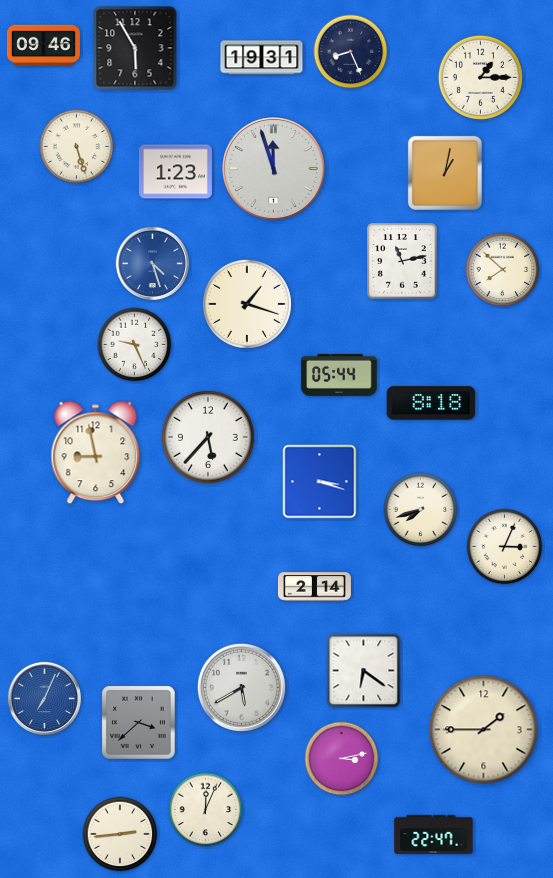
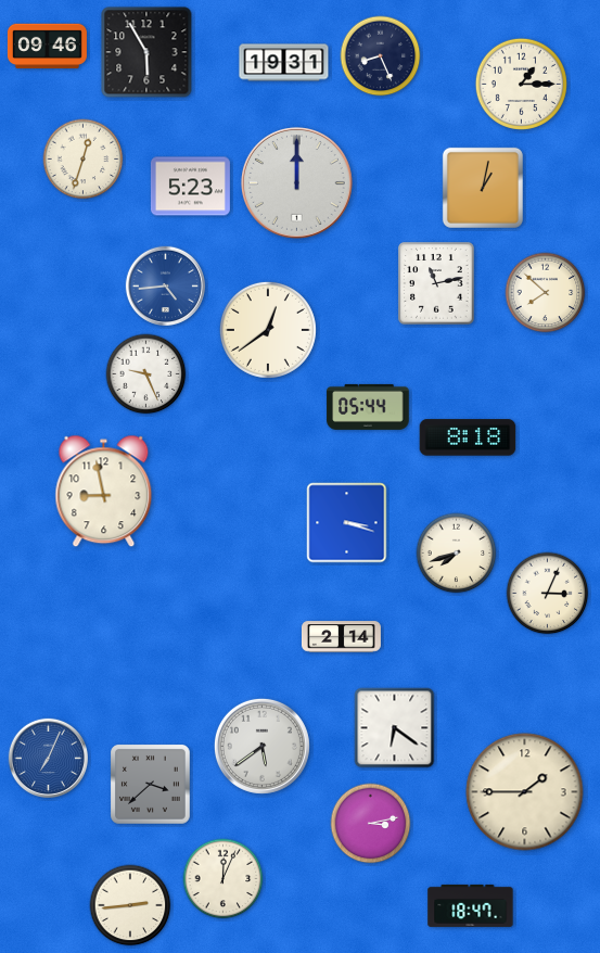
clock at (43, 46) position: (43, 46) -> (47, 47)
clock at (77, 147): 5:27 -> 12:33
clock at (274, 169): 11:57 -> 12:00
clock at (175, 172): 1:23 -> 5:23
clock at (152, 263): 4:27 -> 4:44
clock at (247, 304): 1:18 -> 12:39
clock at (208, 437): 5:37 -> none
clock at (241, 687): 5:40 -> 5:39
clock at (434, 834): 22:47 -> 18:47
